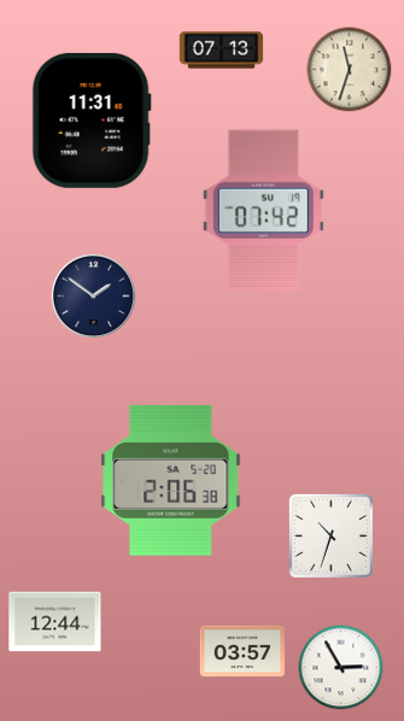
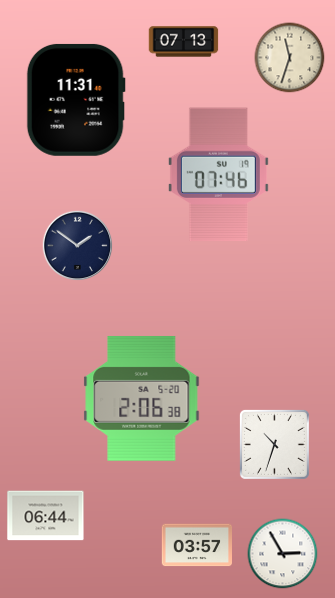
clock at (263, 211): 07:42 -> 07:46
clock at (55, 622): 12:44 -> 06:44
clock at (242, 651) position: (242, 651) -> (197, 545)
